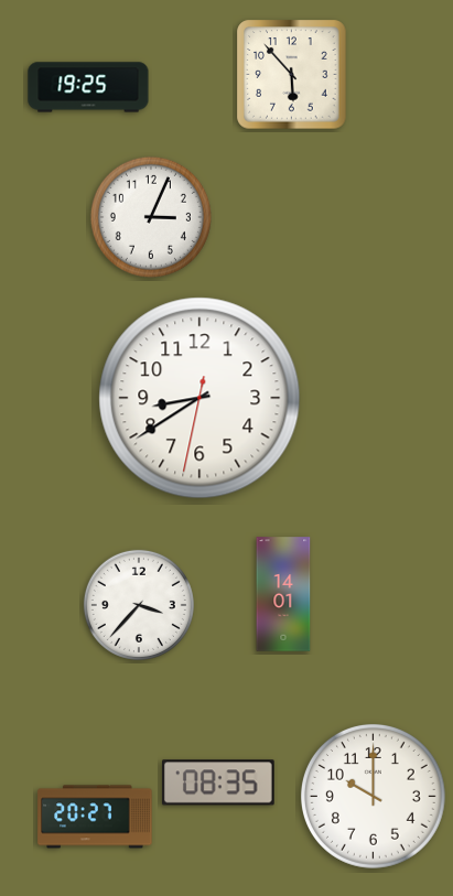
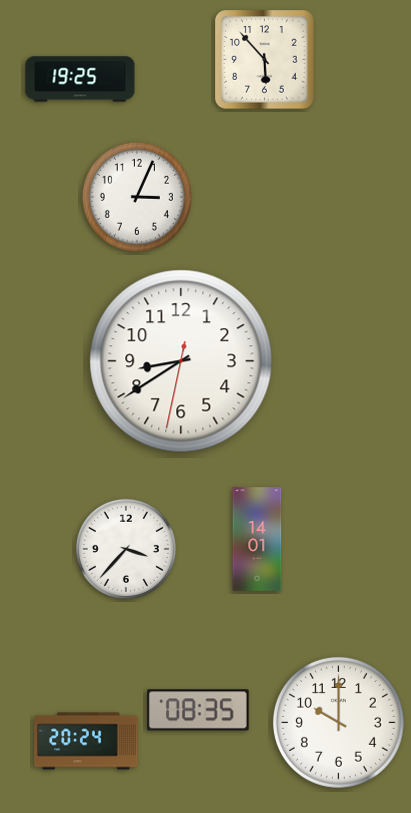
clock at (292, 75) position: (292, 75) -> (265, 60)
clock at (95, 817): 20:27 -> 20:24
